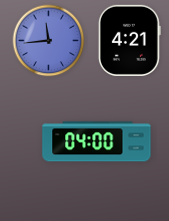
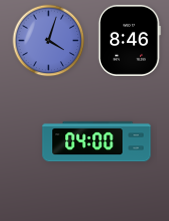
clock at (129, 40): 4:21 -> 8:46
clock at (49, 41): 11:44 -> 4:03
